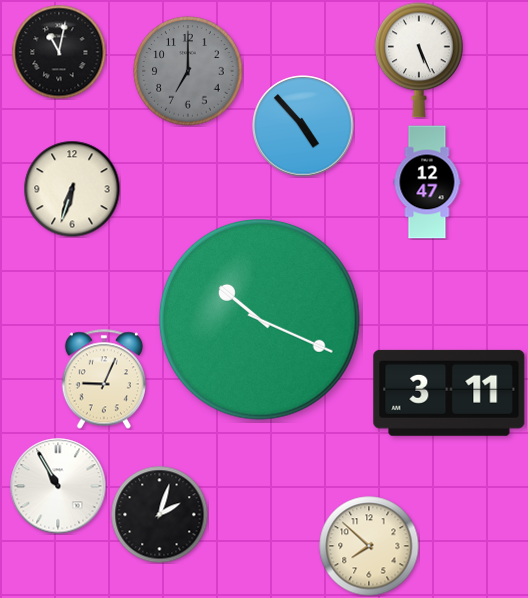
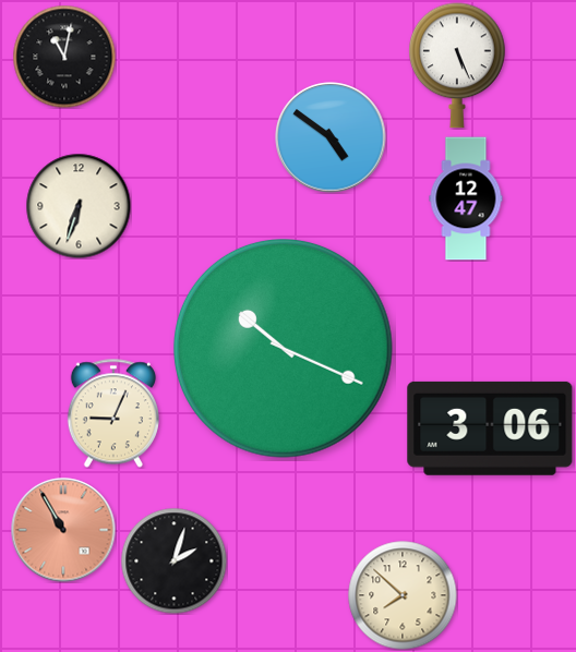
clock at (188, 71): 7:00 -> none
clock at (303, 126): 4:53 -> 4:51
clock at (449, 393): 3:11 -> 3:06
clock at (58, 486) dial: white -> salmon
